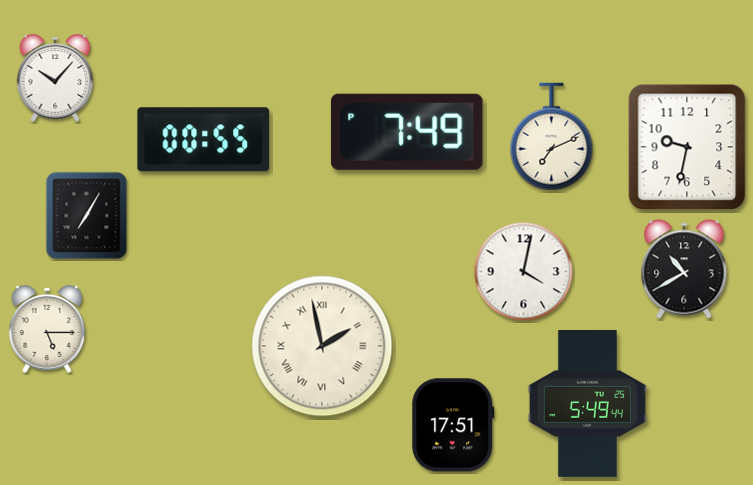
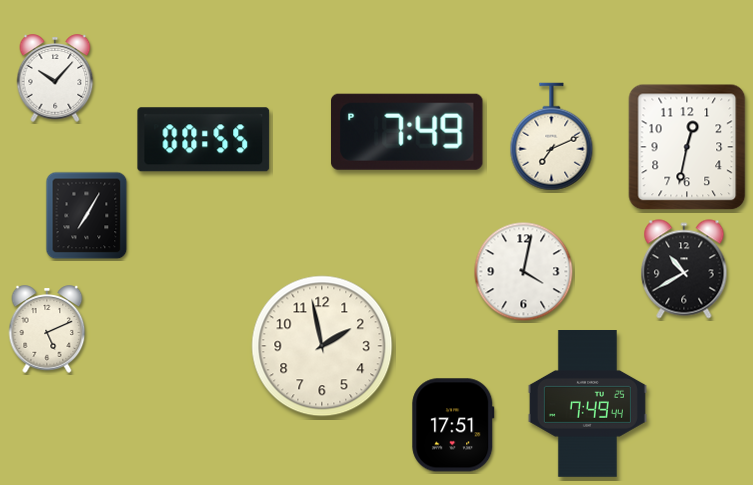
clock at (687, 147): 9:32 -> 12:32
clock at (47, 329): 5:15 -> 5:11
clock at (322, 346) numerals: Roman -> Arabic
clock at (587, 404): 5:49 -> 7:49
